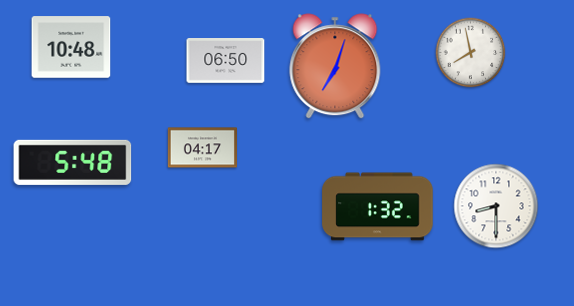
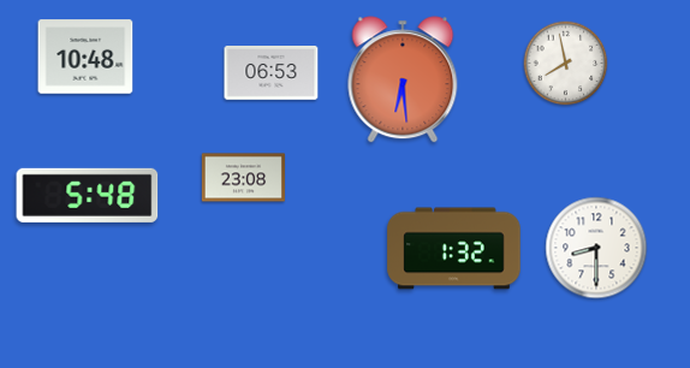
clock at (226, 61): 06:50 -> 06:53
clock at (335, 66): 7:03 -> 6:29
clock at (202, 148): 04:17 -> 23:08
